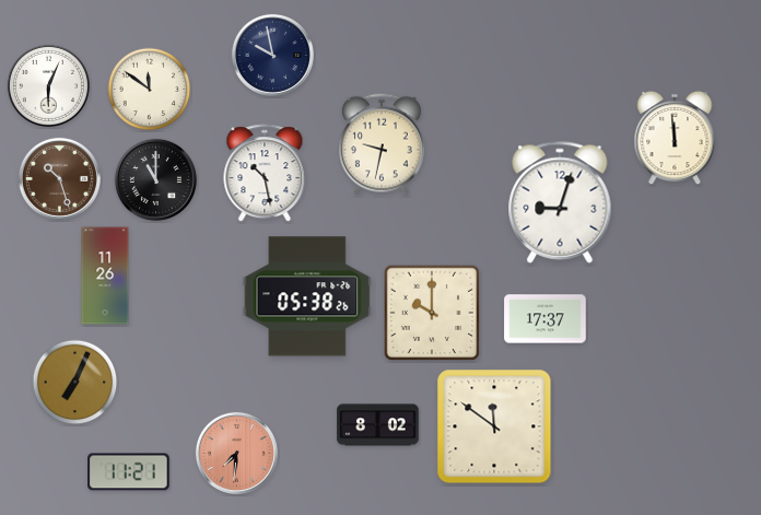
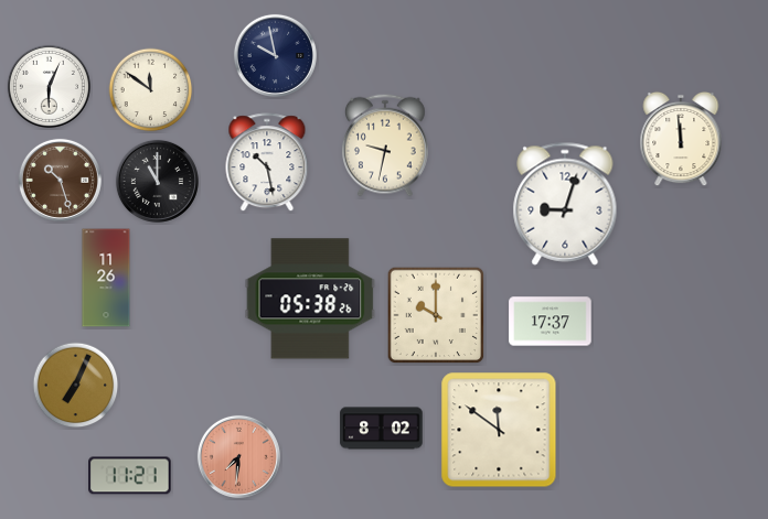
clock at (265, 174) position: (265, 174) -> (267, 163)
